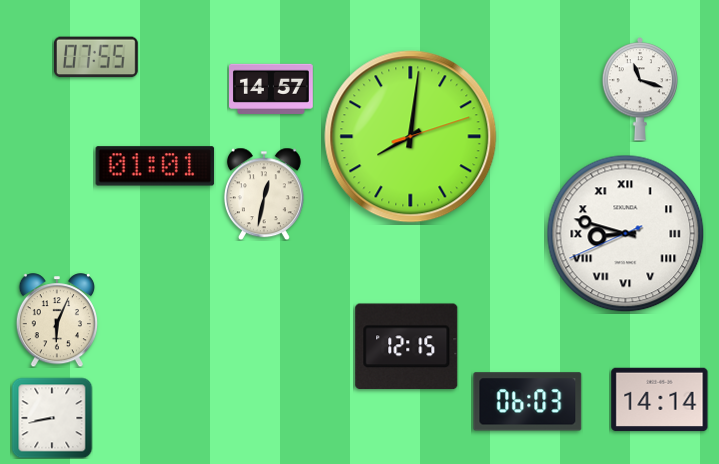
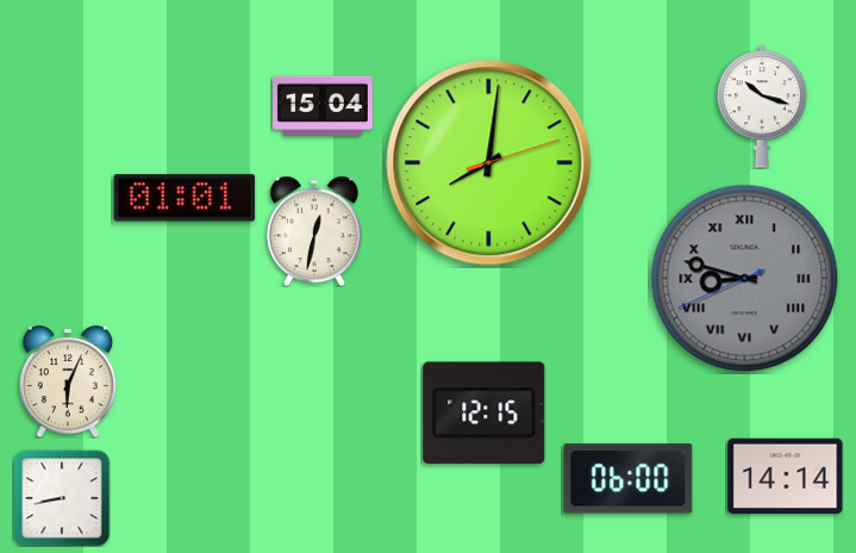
clock at (96, 57): 07:55 -> none
clock at (272, 89): 14:57 -> 15:04
clock at (639, 89): 11:18 -> 10:18
clock at (626, 234) dial: white -> grey
clock at (528, 402): 06:03 -> 06:00
